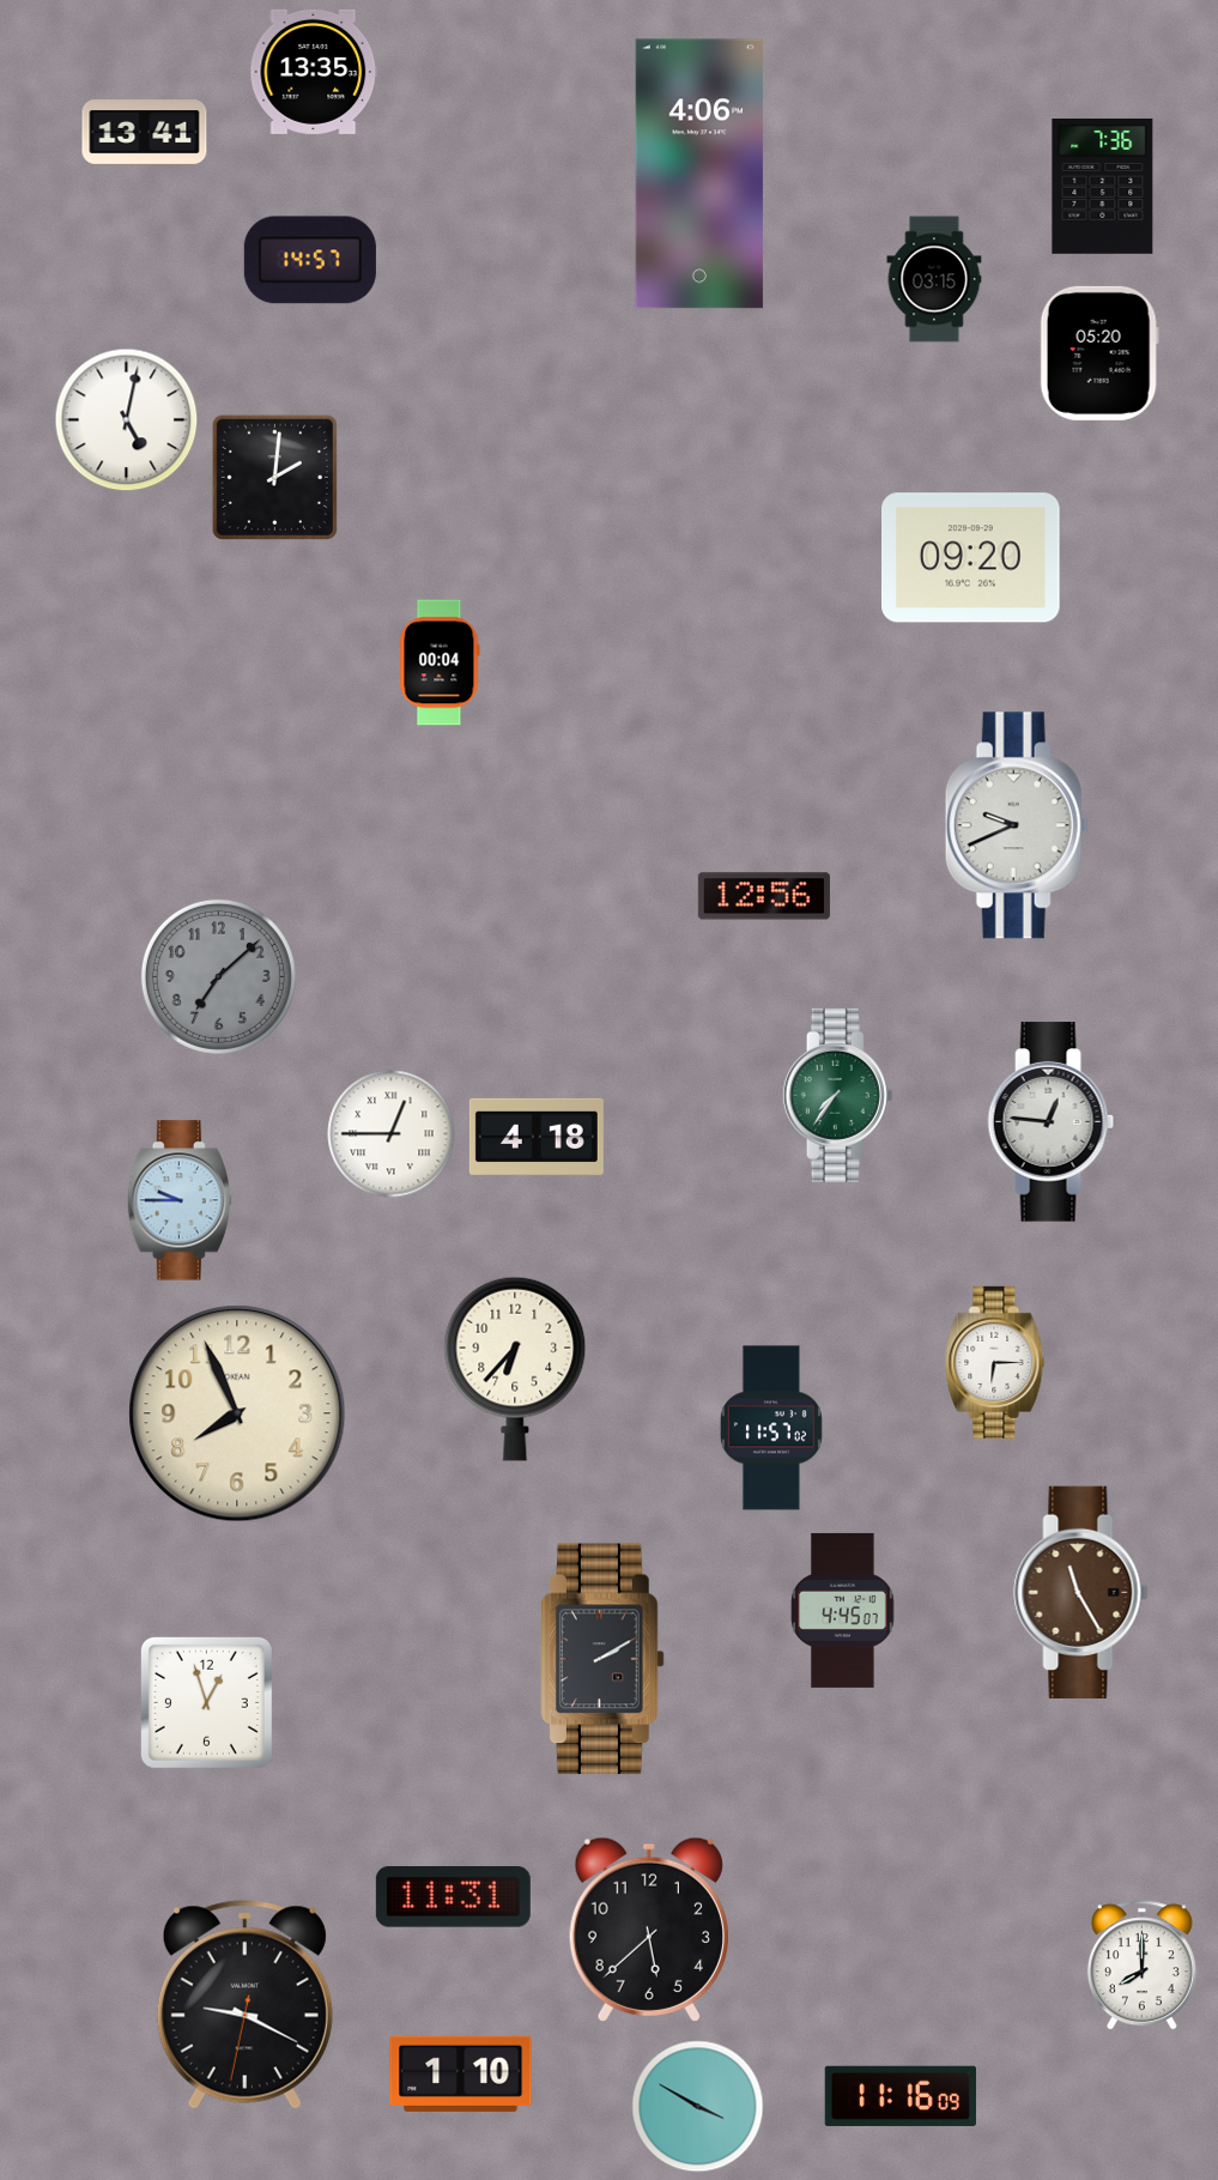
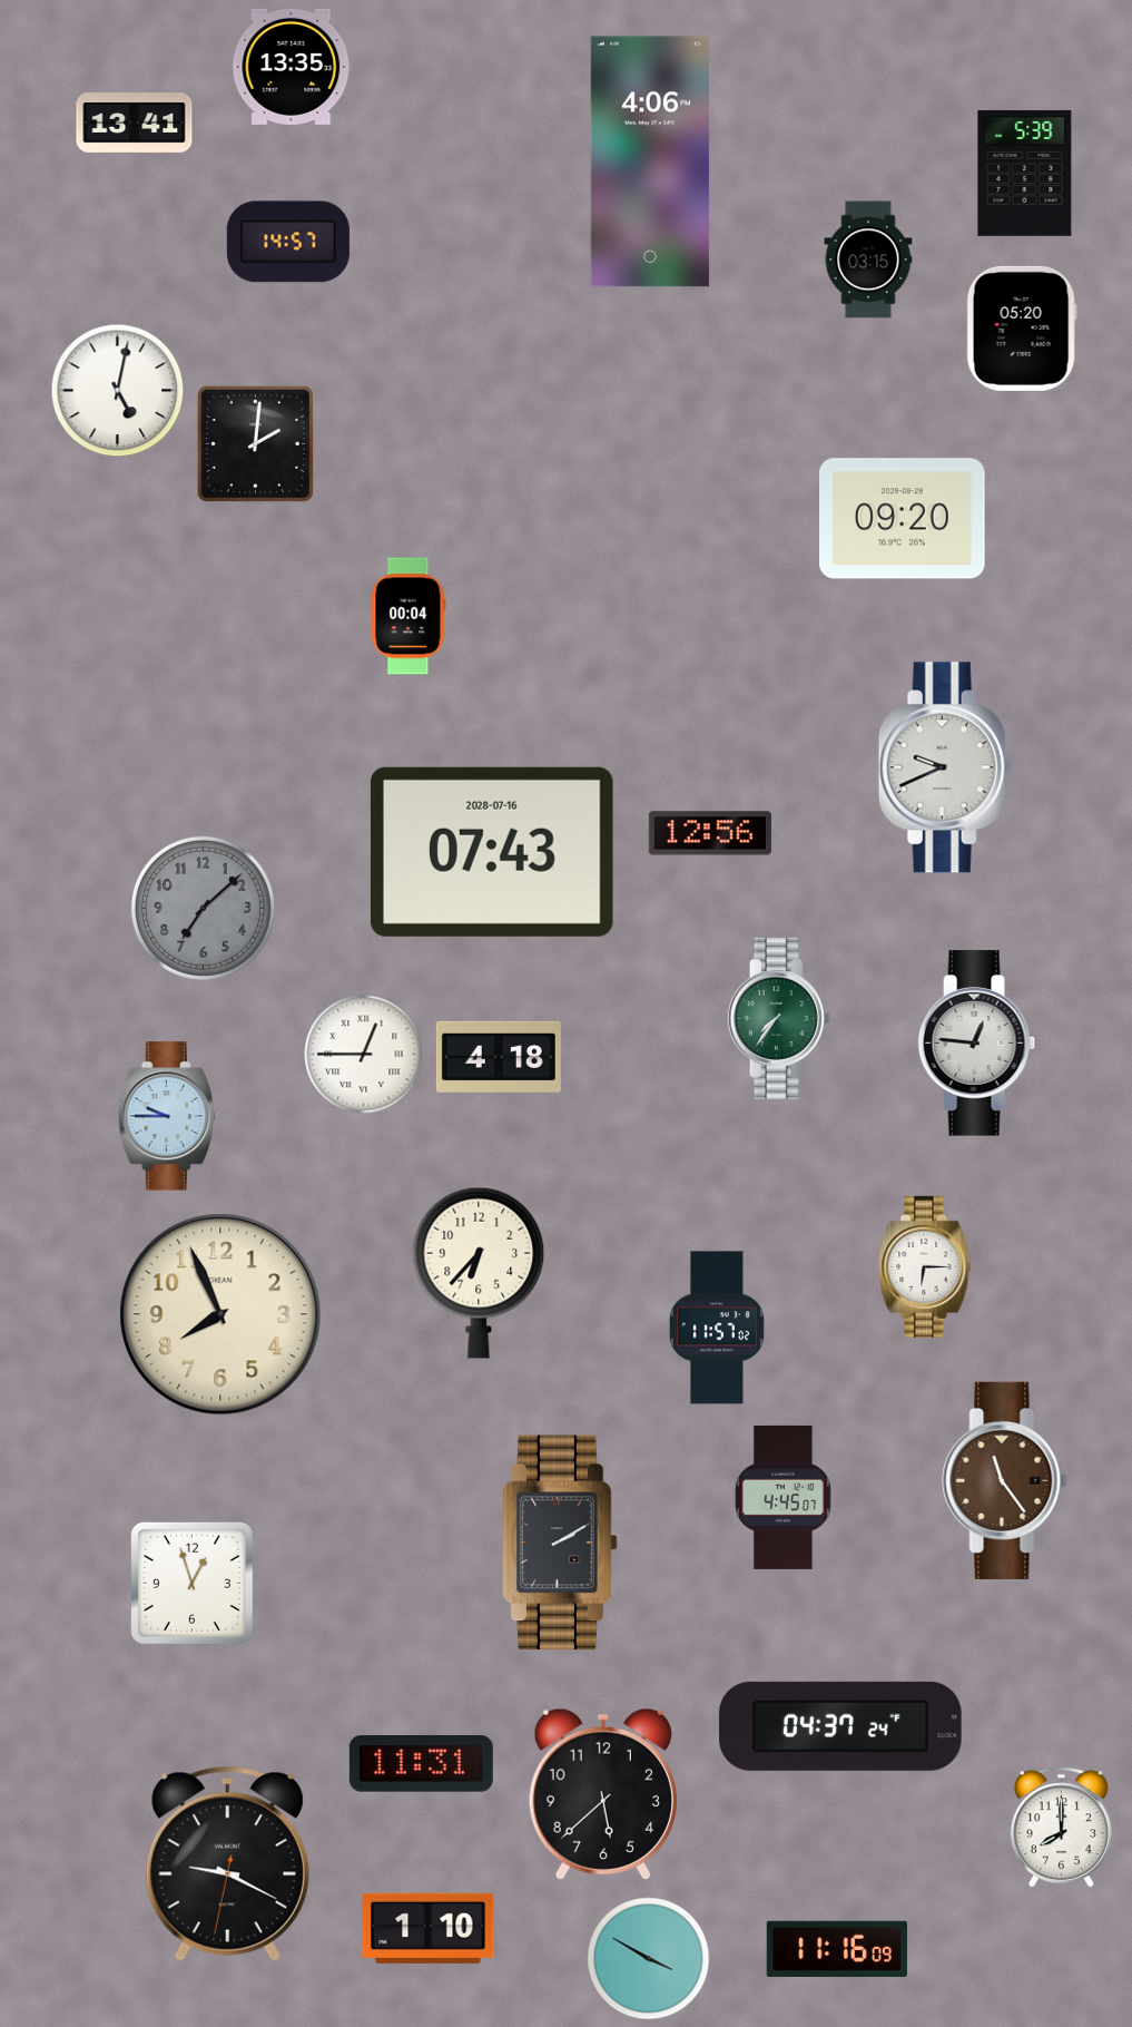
clock at (1103, 186): 7:36 -> 5:39
clock at (492, 852): none -> 07:43
clock at (1081, 1592): 11:25 -> 11:24
clock at (840, 1726): none -> 04:37
